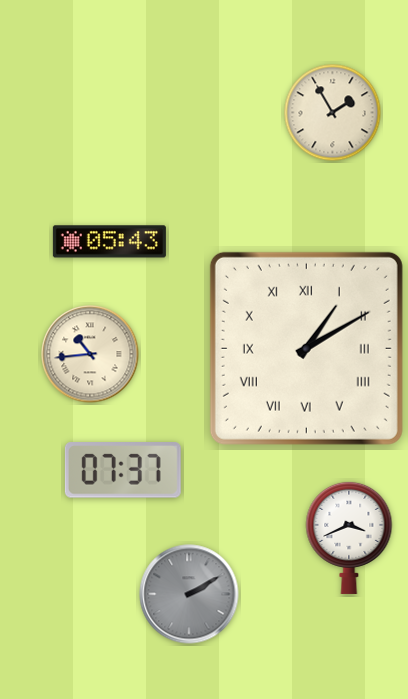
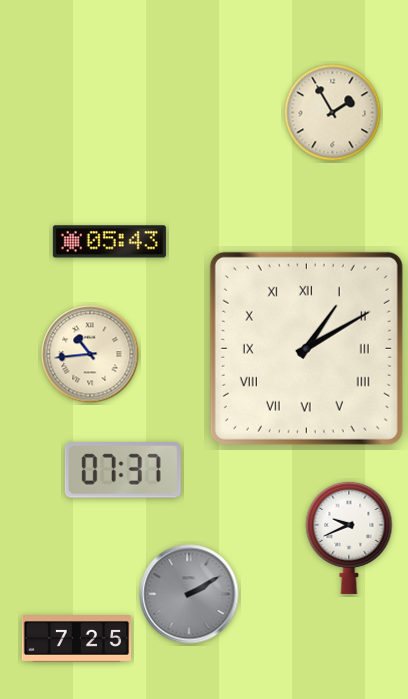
clock at (349, 537): 3:41 -> 9:41
clock at (77, 639): none -> 7:25
